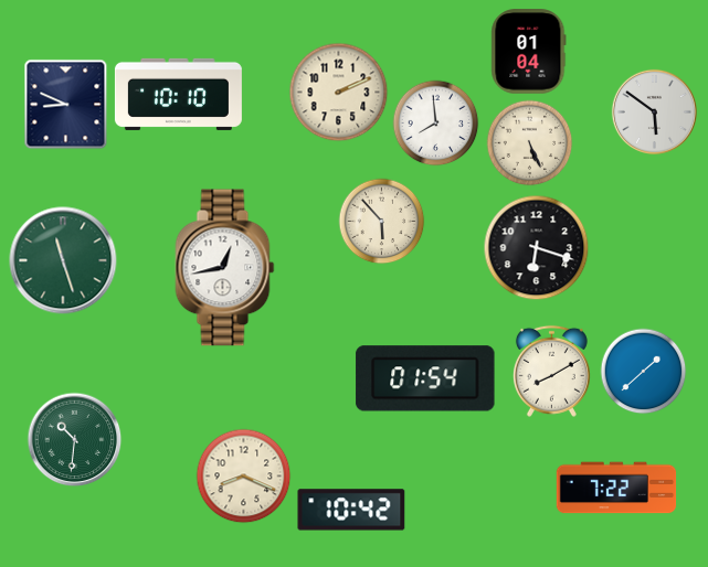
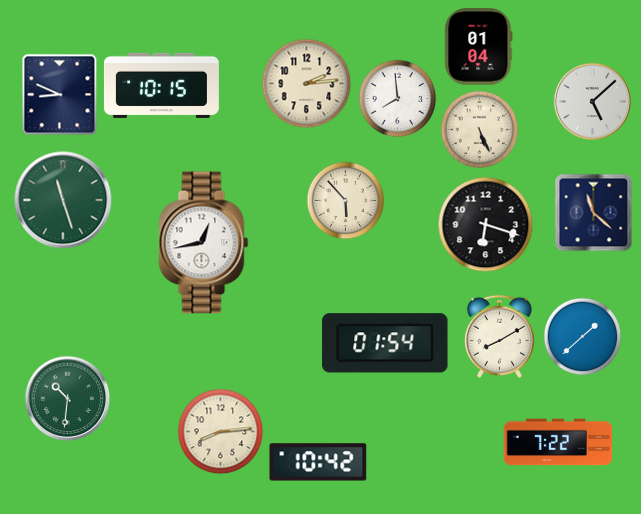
clock at (338, 92): 2:11 -> 2:14
clock at (178, 94): 10:10 -> 10:15
clock at (654, 111): 5:51 -> 5:08
clock at (435, 122) position: (435, 122) -> (397, 98)
clock at (593, 212): none -> 11:22
clock at (63, 260) position: (63, 260) -> (63, 200)
clock at (243, 475): 8:19 -> 8:14
